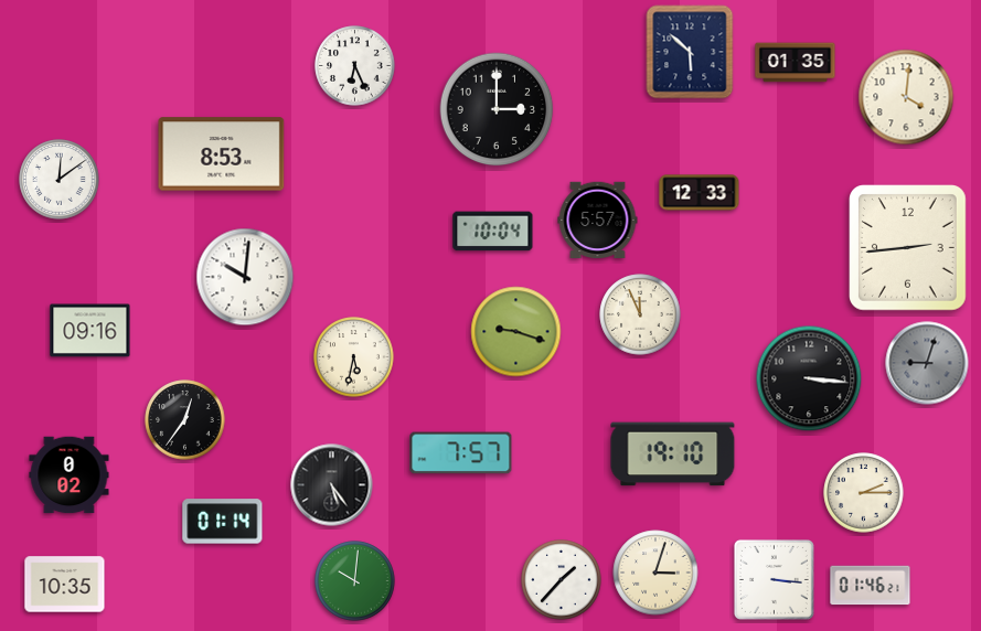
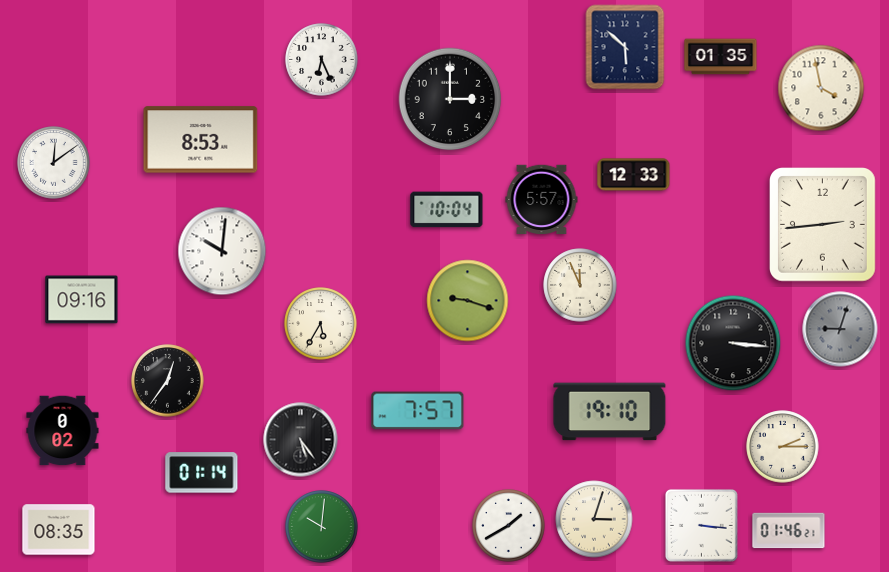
clock at (906, 97): 4:01 -> 3:58
clock at (354, 357): 5:32 -> 5:35
clock at (562, 580): 1:37 -> 1:40
clock at (65, 585): 10:35 -> 08:35
